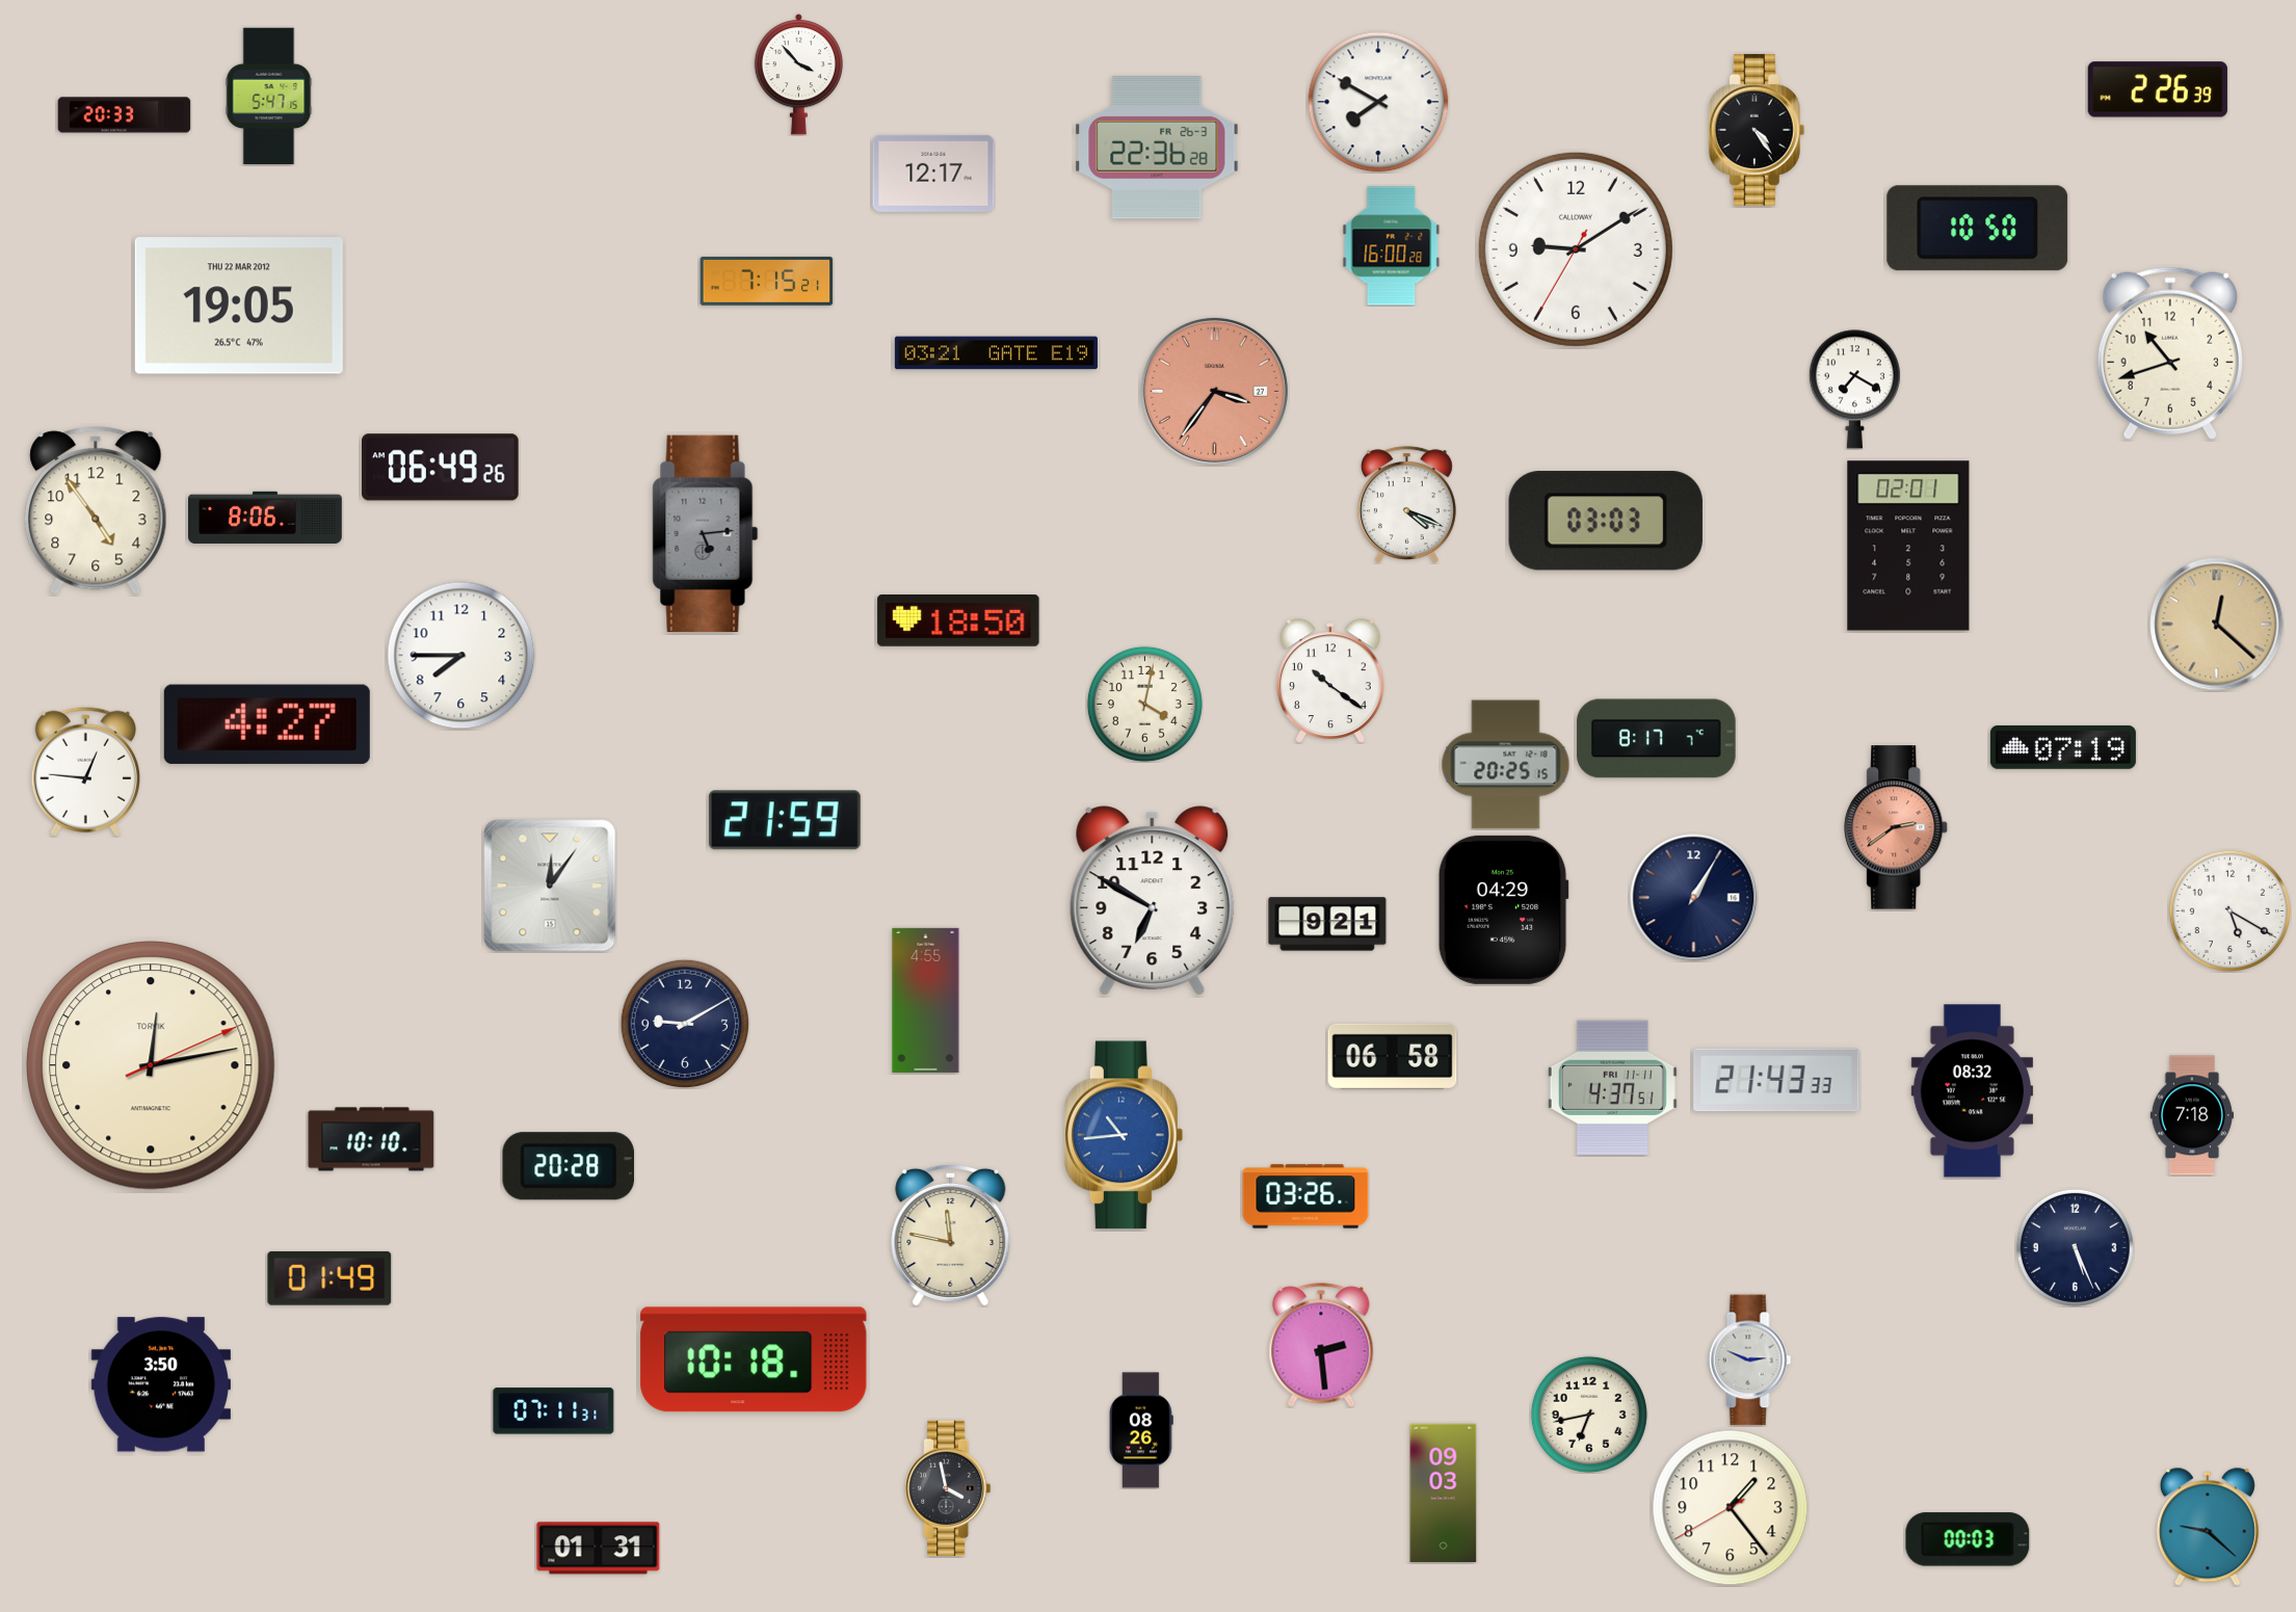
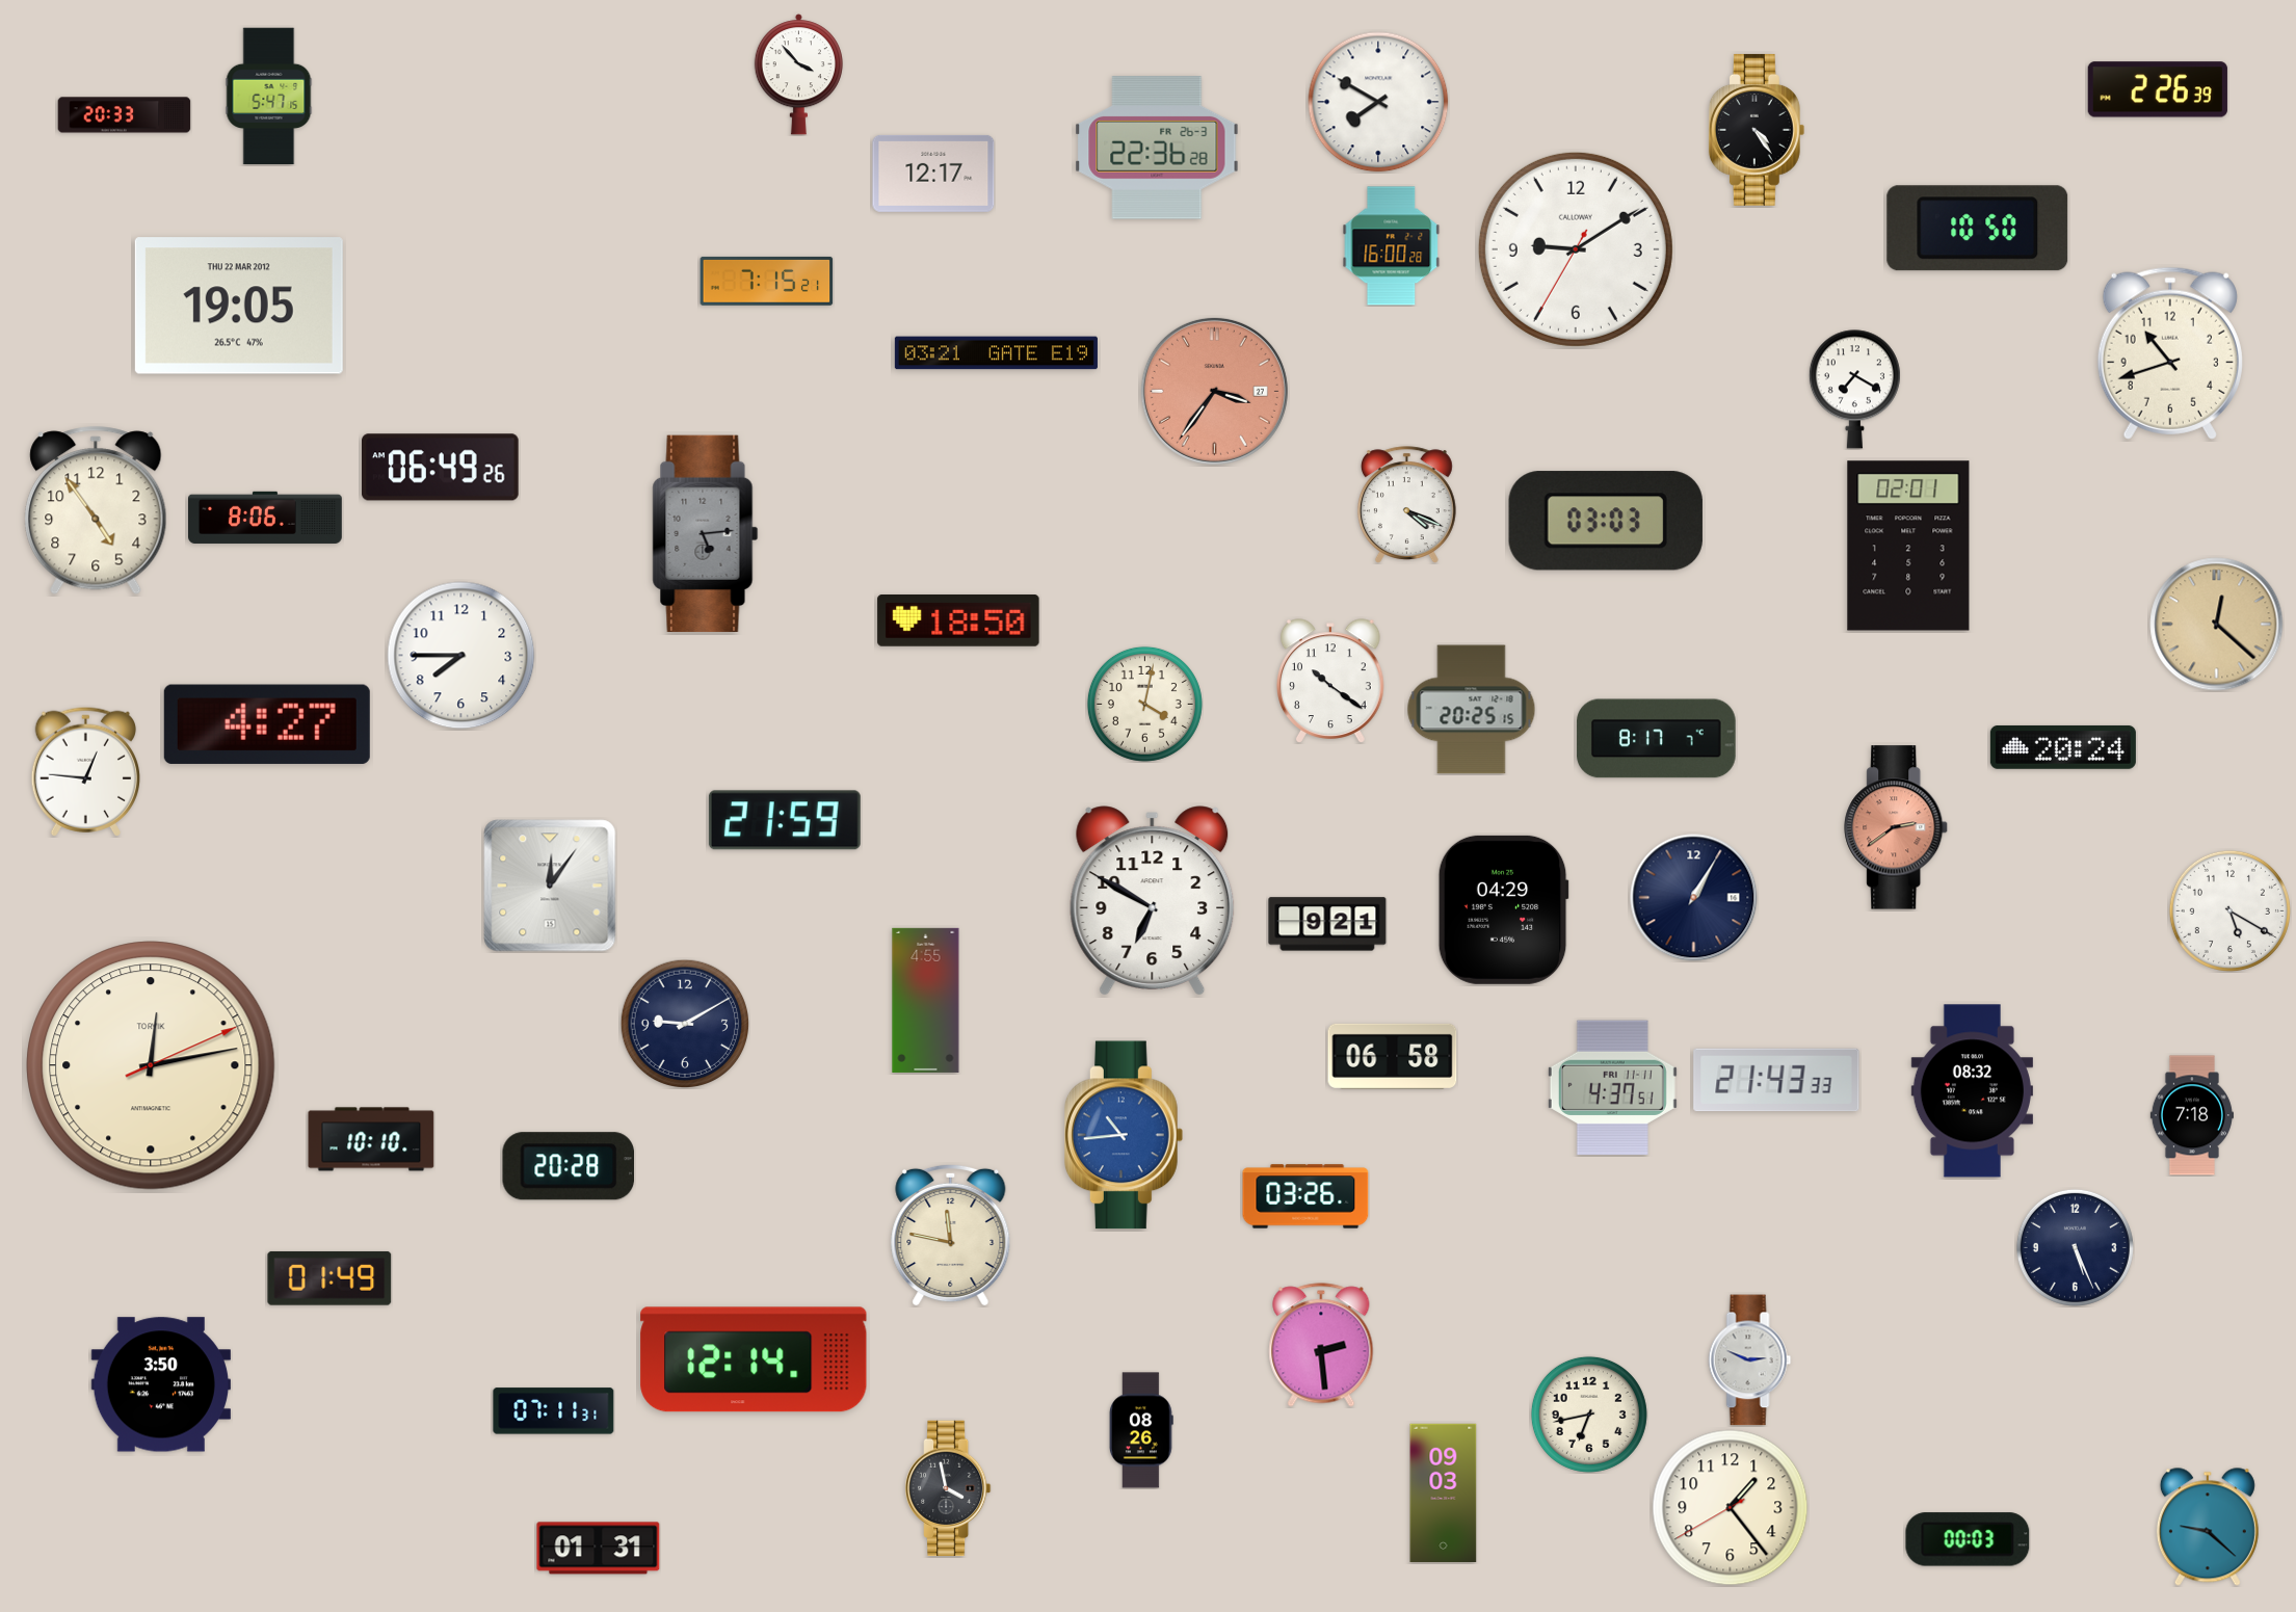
clock at (2063, 747): 07:19 -> 20:24
clock at (1506, 765) position: (1506, 765) -> (1472, 710)
clock at (754, 1359): 10:18 -> 12:14
